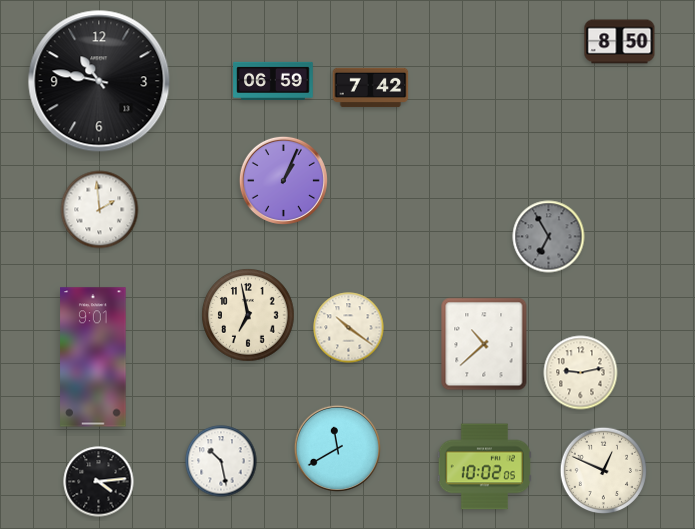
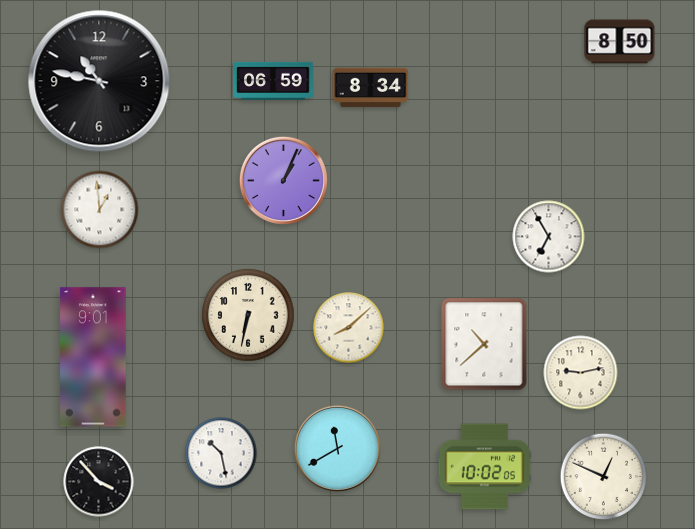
clock at (371, 88): 7:42 -> 8:34
clock at (100, 210): 1:59 -> 12:59
clock at (549, 237) dial: grey -> white
clock at (248, 315): 6:58 -> 6:32
clock at (349, 328): 10:21 -> 8:08
clock at (221, 461) position: (221, 461) -> (221, 453)
clock at (604, 471) position: (604, 471) -> (604, 477)
clock at (99, 482): 4:14 -> 3:53
